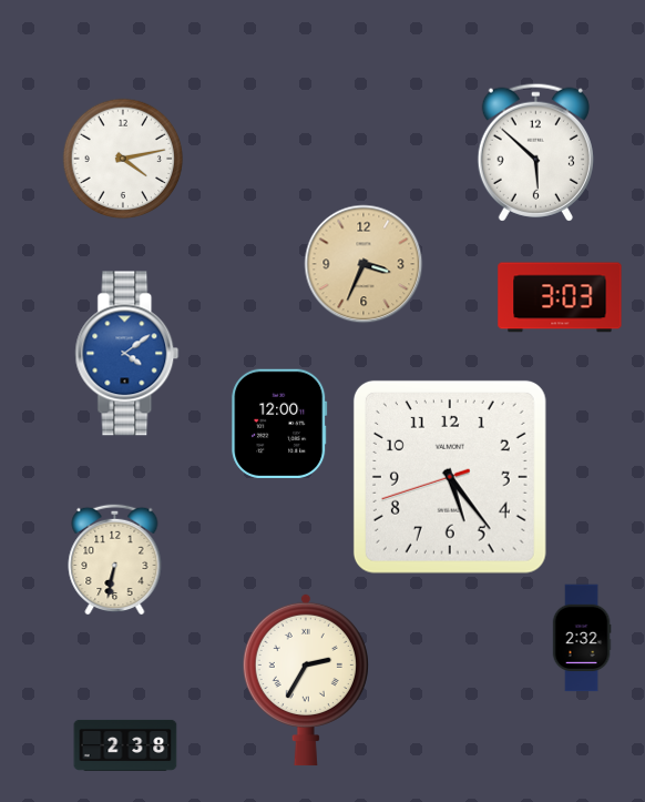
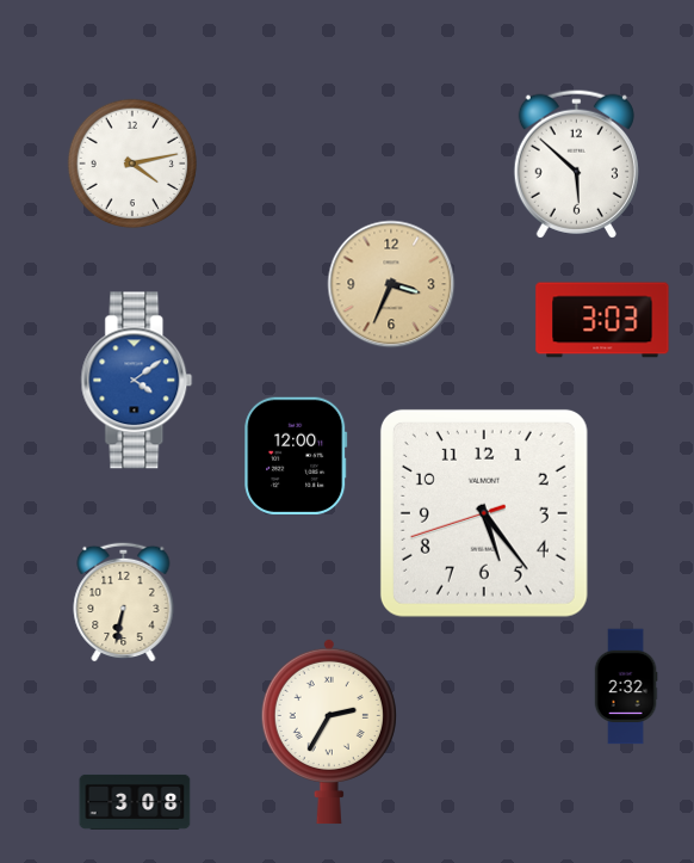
clock at (123, 159) position: (123, 159) -> (132, 164)
clock at (279, 423) position: (279, 423) -> (296, 455)
clock at (125, 745): 2:38 -> 3:08
